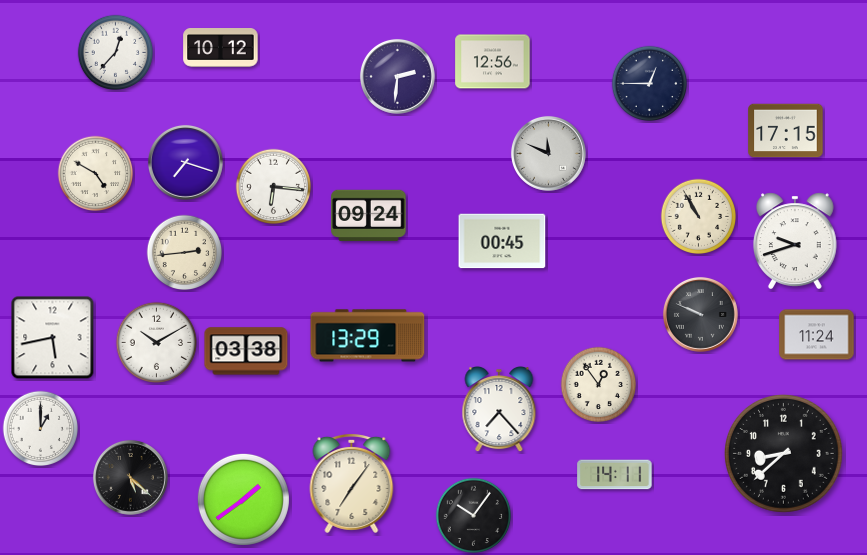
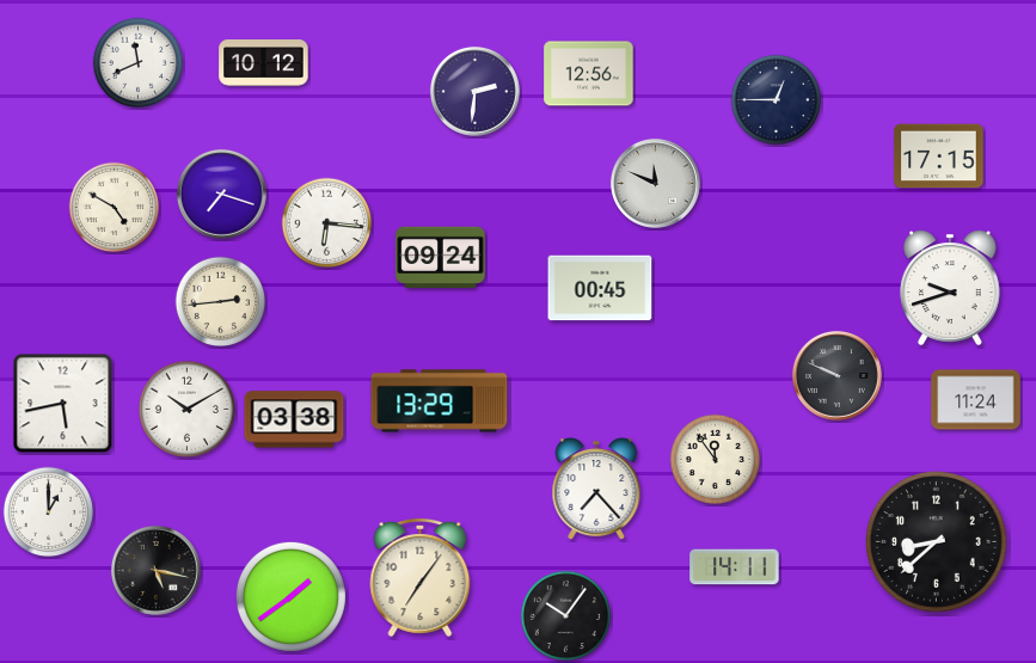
clock at (221, 48) position: (221, 48) -> (264, 63)
clock at (116, 53): 12:37 -> 11:41
clock at (699, 217): 10:55 -> none
clock at (599, 385): 12:54 -> 11:54
clock at (130, 477): 5:22 -> 5:17
